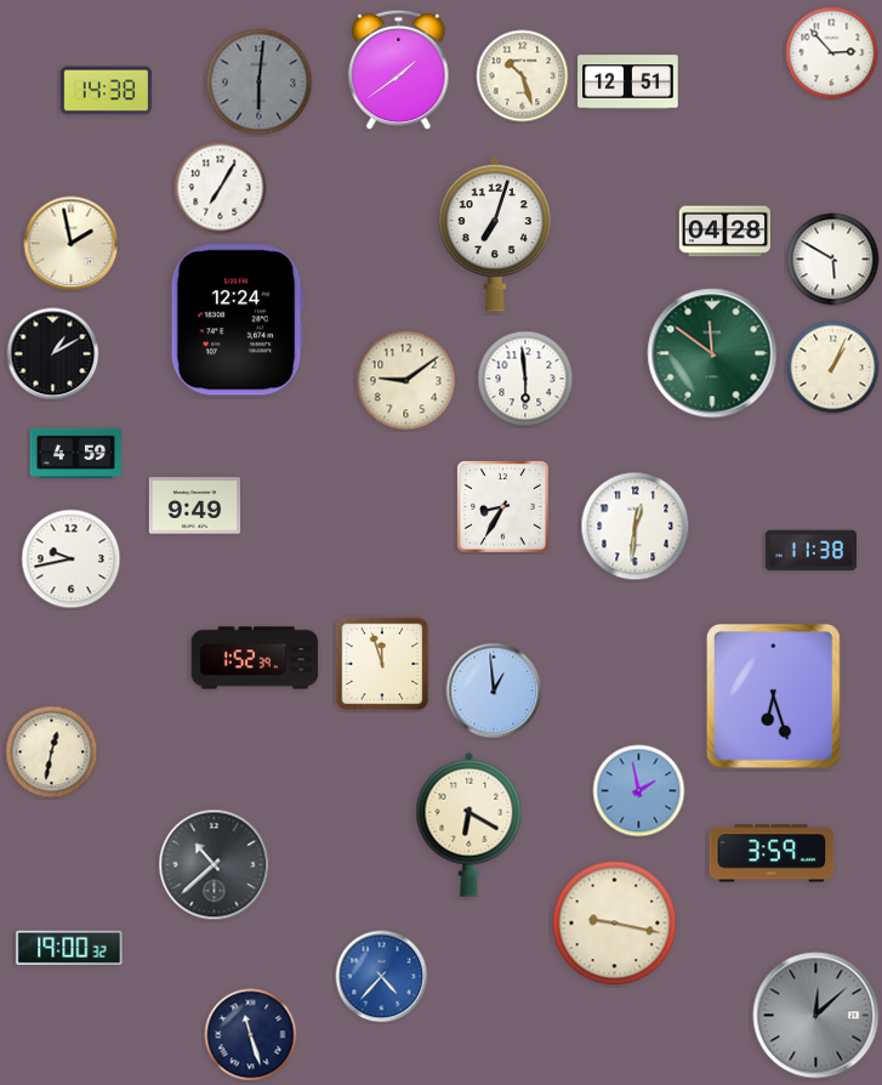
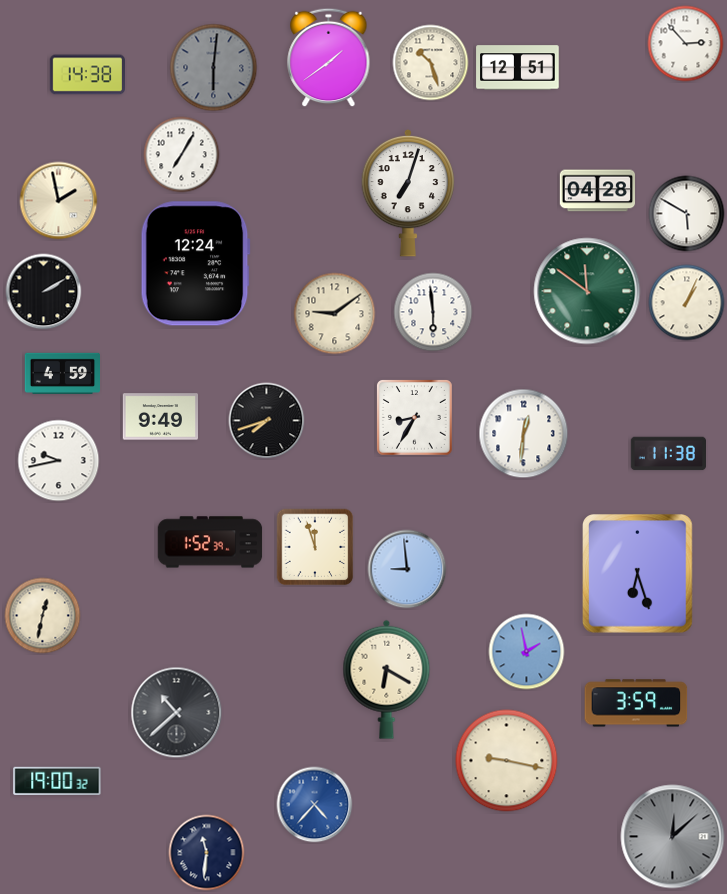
clock at (53, 354): 1:10 -> 2:10
clock at (267, 421): none -> 7:42
clock at (494, 691): 12:59 -> 8:59
clock at (52, 752) position: (52, 752) -> (43, 616)
clock at (251, 1035): 11:27 -> 11:31
